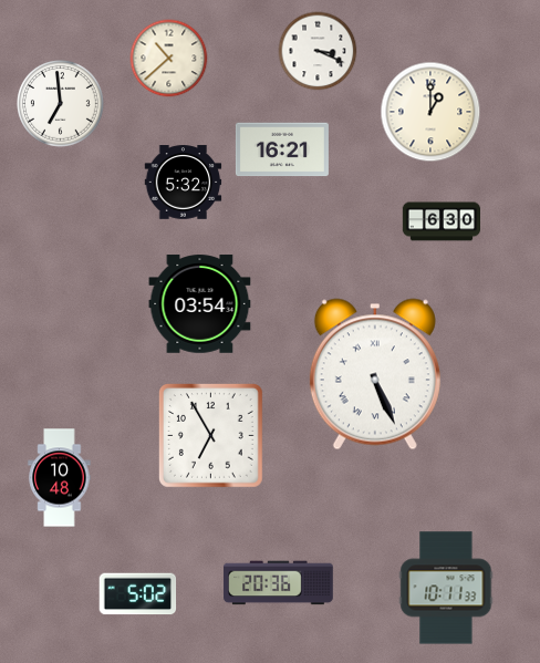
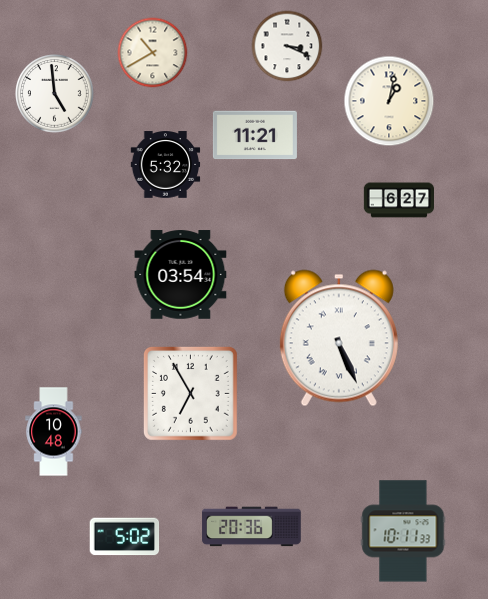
clock at (169, 59): 10:38 -> 10:40
clock at (61, 104): 6:59 -> 4:59
clock at (430, 112): 1:00 -> 1:02
clock at (282, 149): 16:21 -> 11:21
clock at (440, 221): 6:30 -> 6:27
